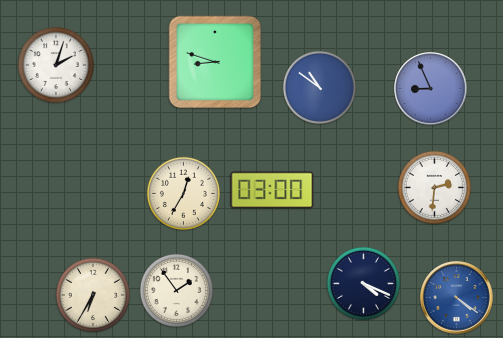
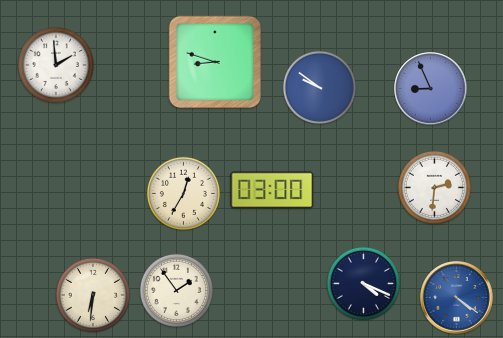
clock at (56, 65): 2:03 -> 1:59
clock at (319, 87): 10:51 -> 9:51
clock at (93, 295): 6:35 -> 6:31
